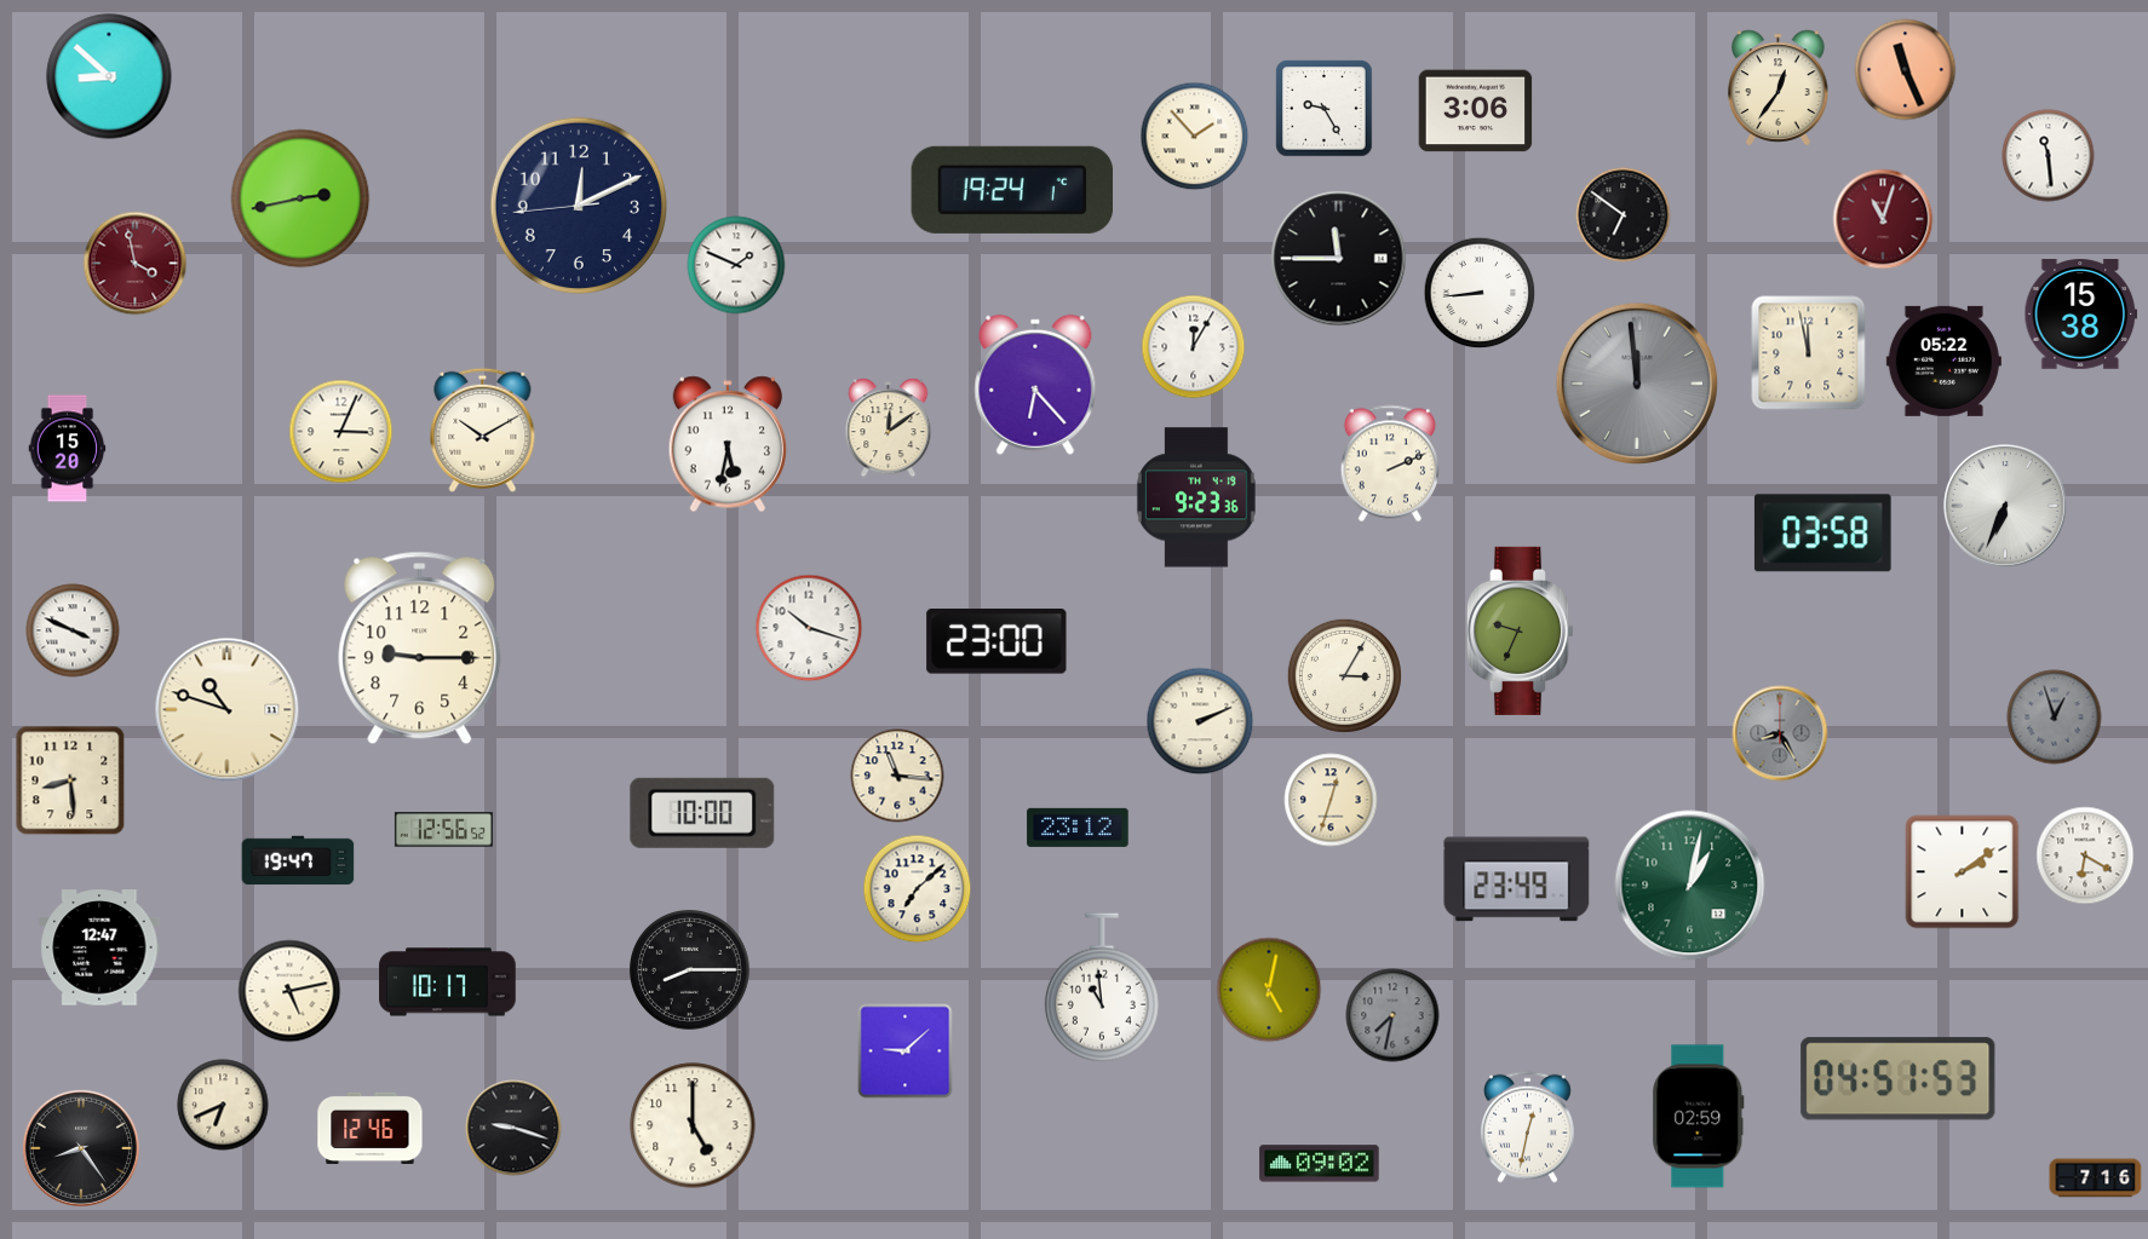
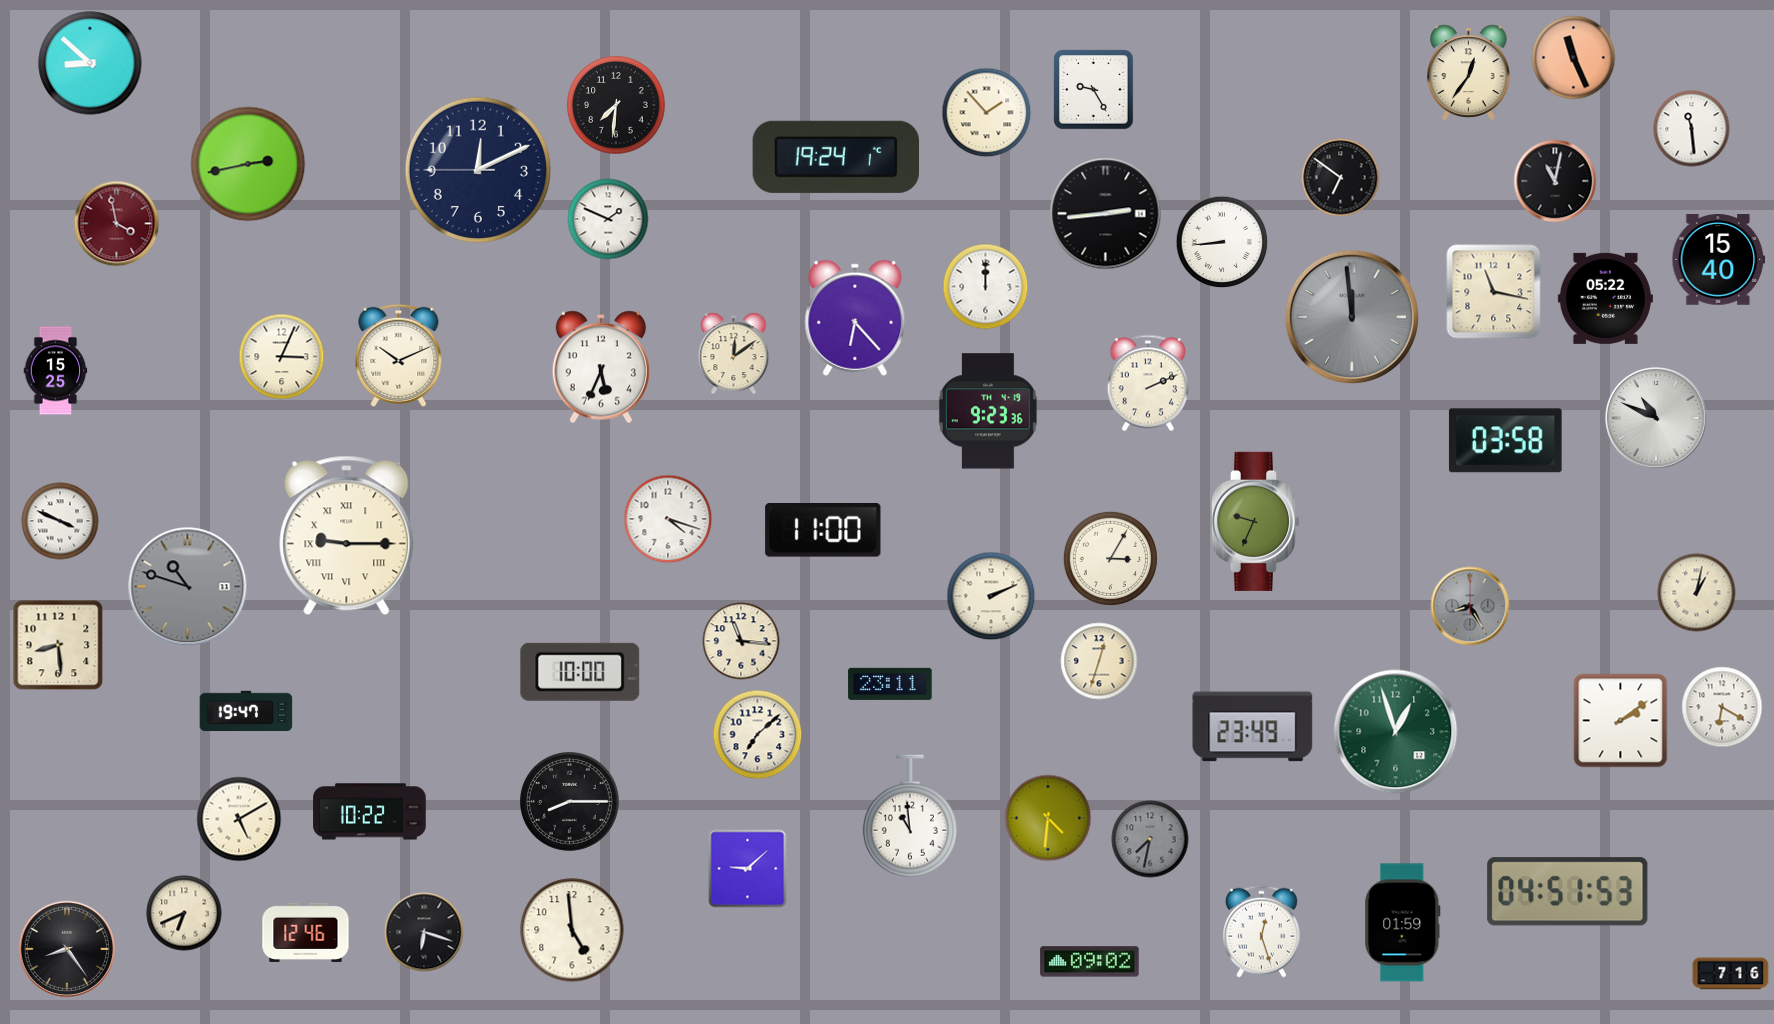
clock at (1476, 111): 3:06 -> none
clock at (617, 106): none -> 7:31
clock at (578, 204): 12:10:44 -> 12:10:45
clock at (1883, 219): 11:03 -> 11:02
clock at (1883, 219) dial: burgundy -> black
clock at (1339, 259): 11:45 -> 2:44
clock at (136, 264) position: (136, 264) -> (117, 224)
clock at (2081, 315): 15:38 -> 15:40
clock at (1194, 347): 12:05 -> 12:00
clock at (1809, 353): 11:58 -> 11:17
clock at (483, 430): 10:10 -> 10:11
clock at (726, 444): 5:32 -> 5:34
clock at (68, 449): 15:20 -> 15:25
clock at (2005, 506): 6:34 -> 10:49
clock at (809, 628): 10:18 -> 4:18
clock at (997, 642): 23:00 -> 11:00
clock at (420, 649) numerals: Arabic -> Roman
clock at (228, 710) dial: cream -> grey
clock at (2055, 718): 12:57 -> 1:02
clock at (2055, 718) dial: grey -> cream
clock at (1078, 828): 23:12 -> 23:11
clock at (443, 830): 12:56 -> none
clock at (1690, 886): 1:02 -> 12:57
clock at (99, 947): 12:47 -> none
clock at (448, 982): 10:17 -> 10:22
clock at (1269, 990): 5:02 -> 4:31
clock at (289, 991): 5:13 -> 5:10
clock at (1699, 1117): 02:59 -> 01:59
clock at (693, 1125): 5:00 -> 4:59
clock at (1528, 1126): 12:32 -> 12:27
clock at (513, 1128): 9:18 -> 6:18
